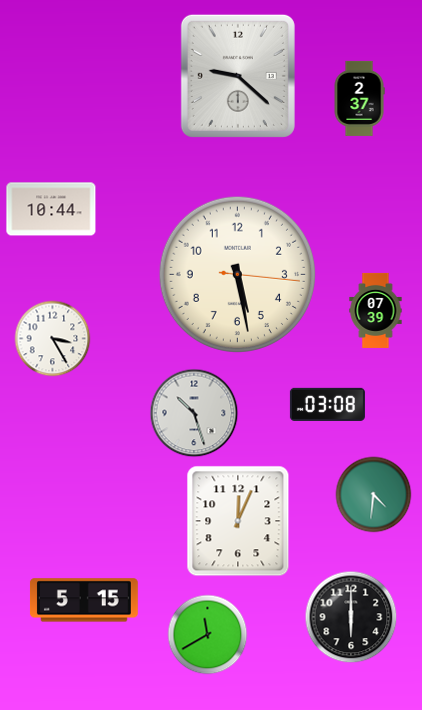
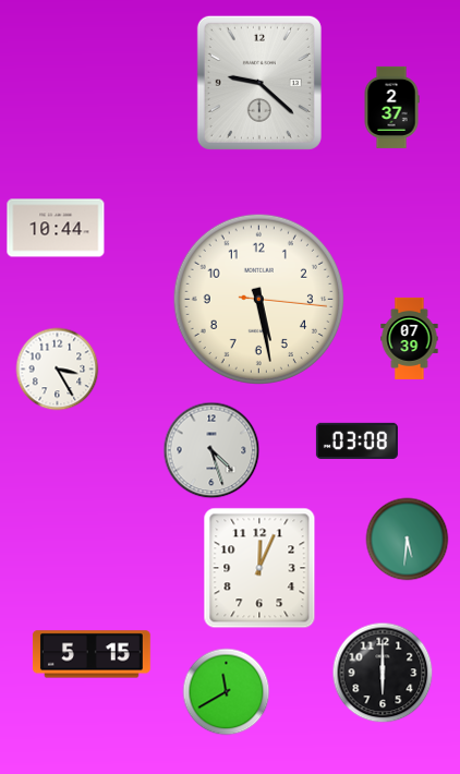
clock at (194, 413): 10:27 -> 4:27
clock at (374, 495): 4:31 -> 5:31
